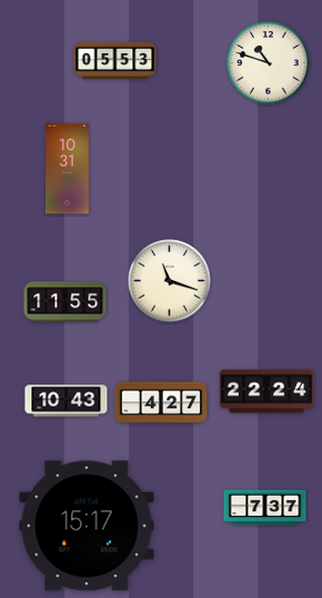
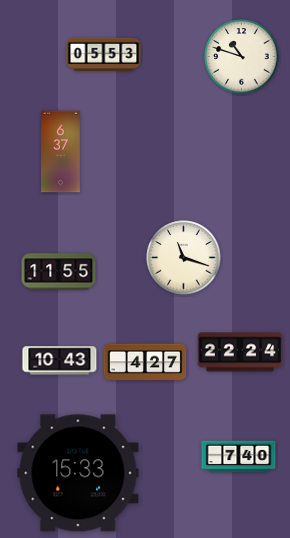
clock at (68, 169): 10:31 -> 6:37
clock at (170, 281) position: (170, 281) -> (184, 258)
clock at (265, 508): 7:37 -> 7:40
clock at (87, 526): 15:17 -> 15:33
